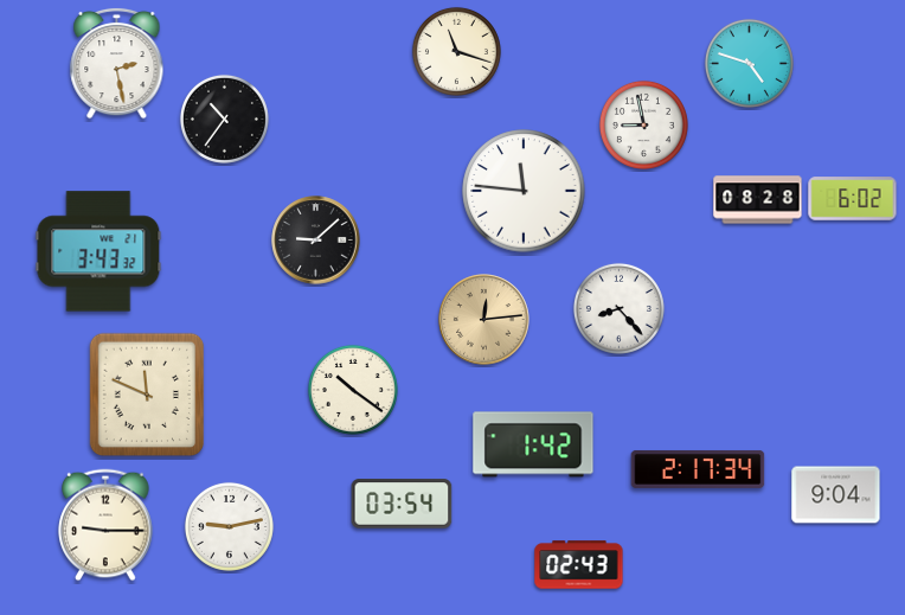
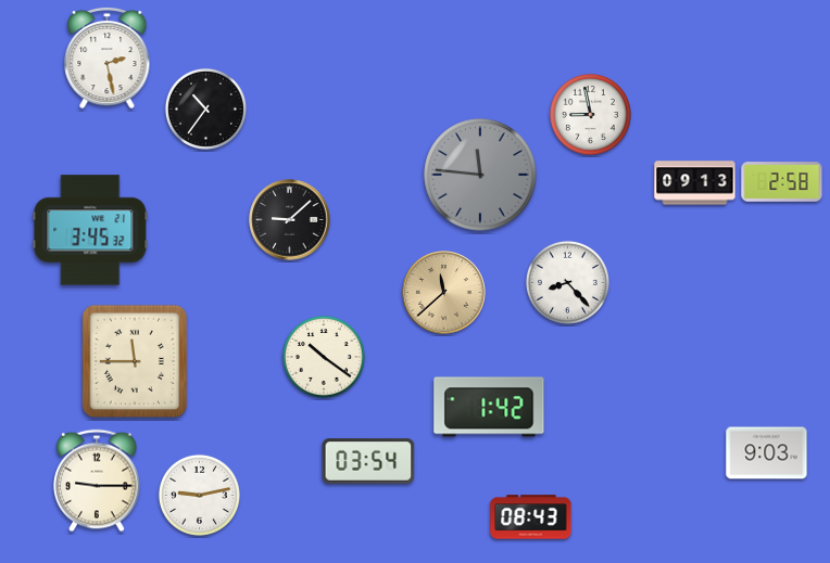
clock at (456, 51): 11:18 -> none
clock at (749, 63): 4:48 -> none
clock at (524, 191) dial: white -> grey
clock at (853, 199): 6:02 -> 2:58
clock at (758, 200): 08:28 -> 09:13
clock at (98, 251): 3:43 -> 3:45
clock at (484, 320): 12:14 -> 11:38
clock at (147, 395): 11:49 -> 11:45
clock at (698, 469): 2:17 -> none
clock at (836, 495): 9:04 -> 9:03
clock at (229, 526) position: (229, 526) -> (199, 495)
clock at (579, 565): 02:43 -> 08:43
